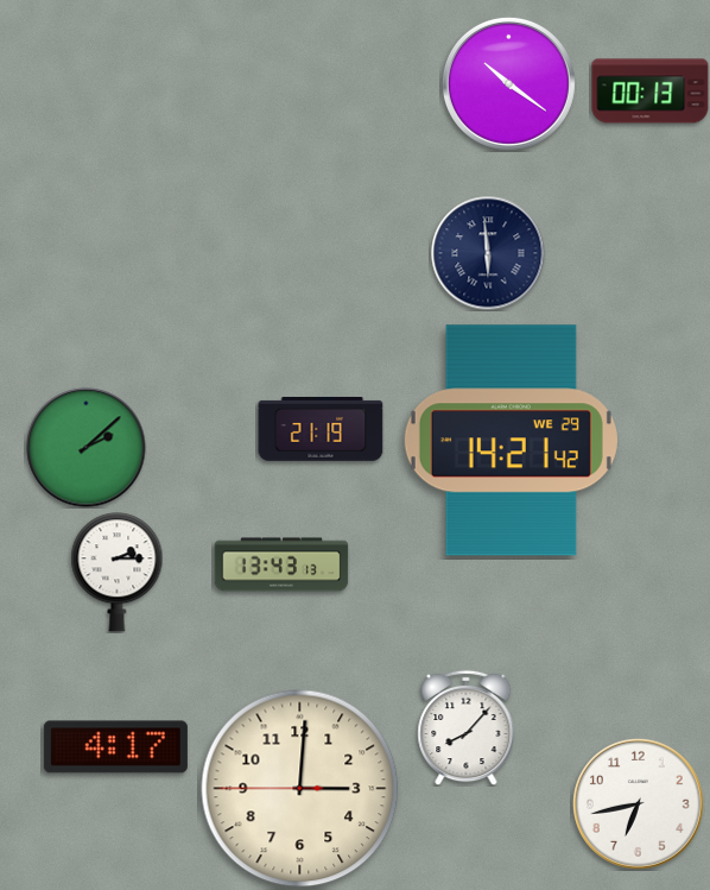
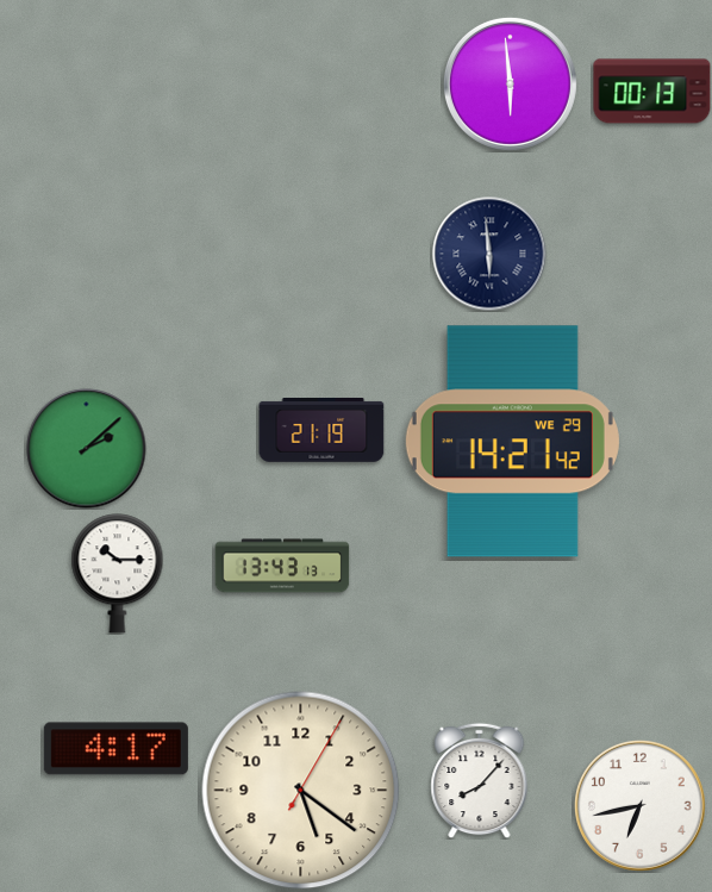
clock at (508, 83): 10:21 -> 5:59
clock at (118, 573): 2:15 -> 10:15
clock at (467, 727) position: (467, 727) -> (480, 780)
clock at (300, 789): 3:00 -> 5:21
